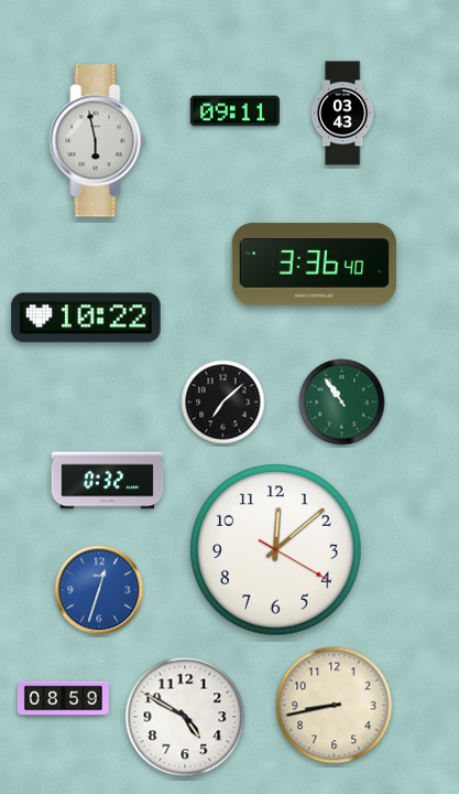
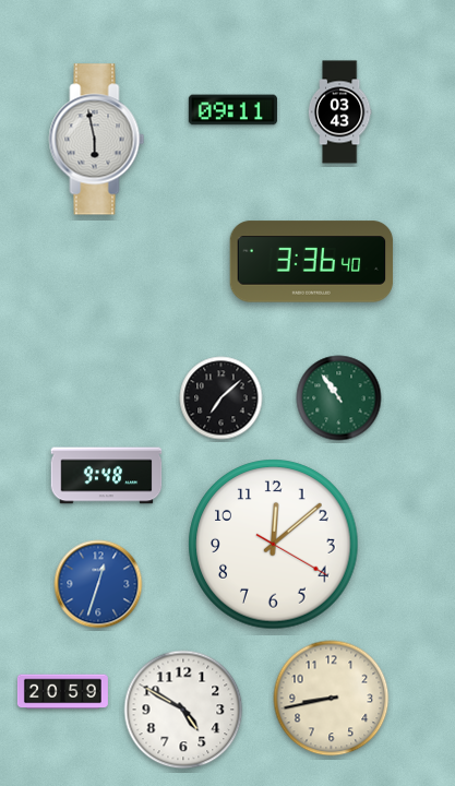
clock at (86, 318): 10:22 -> none
clock at (108, 481): 0:32 -> 9:48
clock at (63, 699): 08:59 -> 20:59
